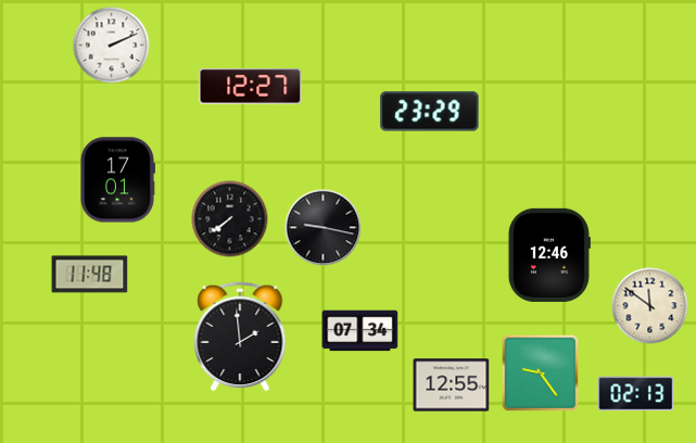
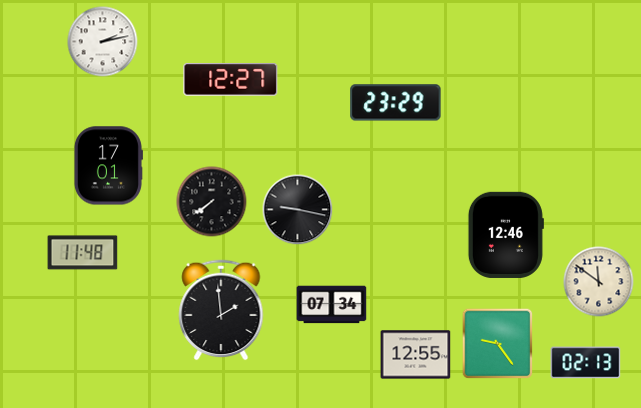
clock at (112, 46): 2:11 -> 2:13
